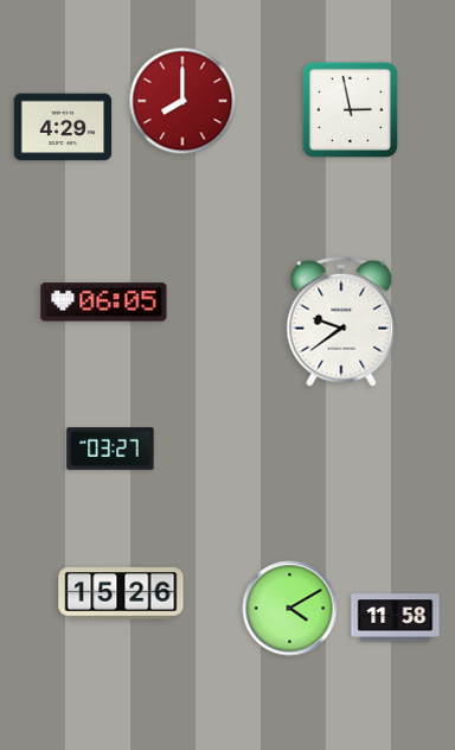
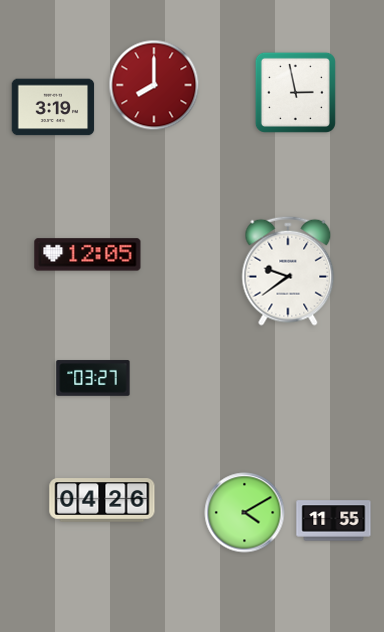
clock at (63, 127): 4:29 -> 3:19
clock at (104, 303): 06:05 -> 12:05
clock at (121, 593): 15:26 -> 04:26
clock at (396, 618): 11:58 -> 11:55
